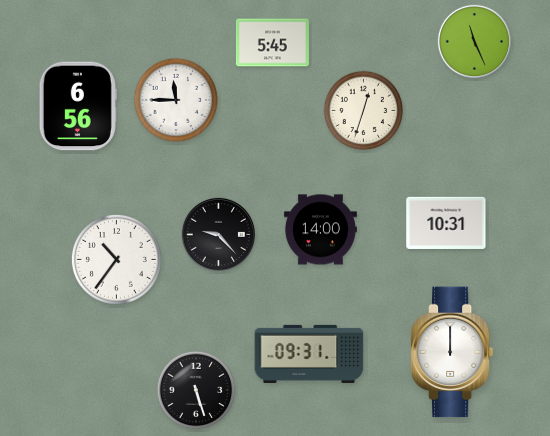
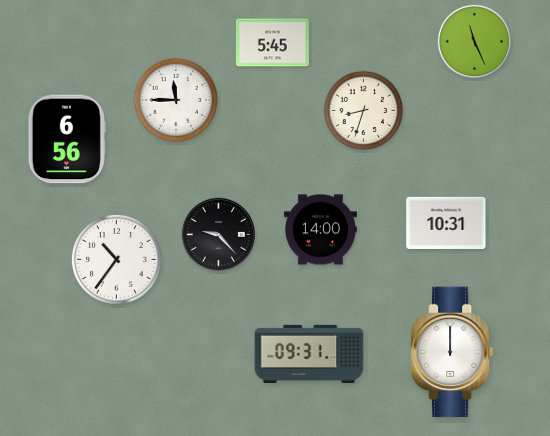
clock at (78, 106) position: (78, 106) -> (67, 139)
clock at (364, 111): 12:33 -> 8:33
clock at (196, 390): 5:27 -> none
